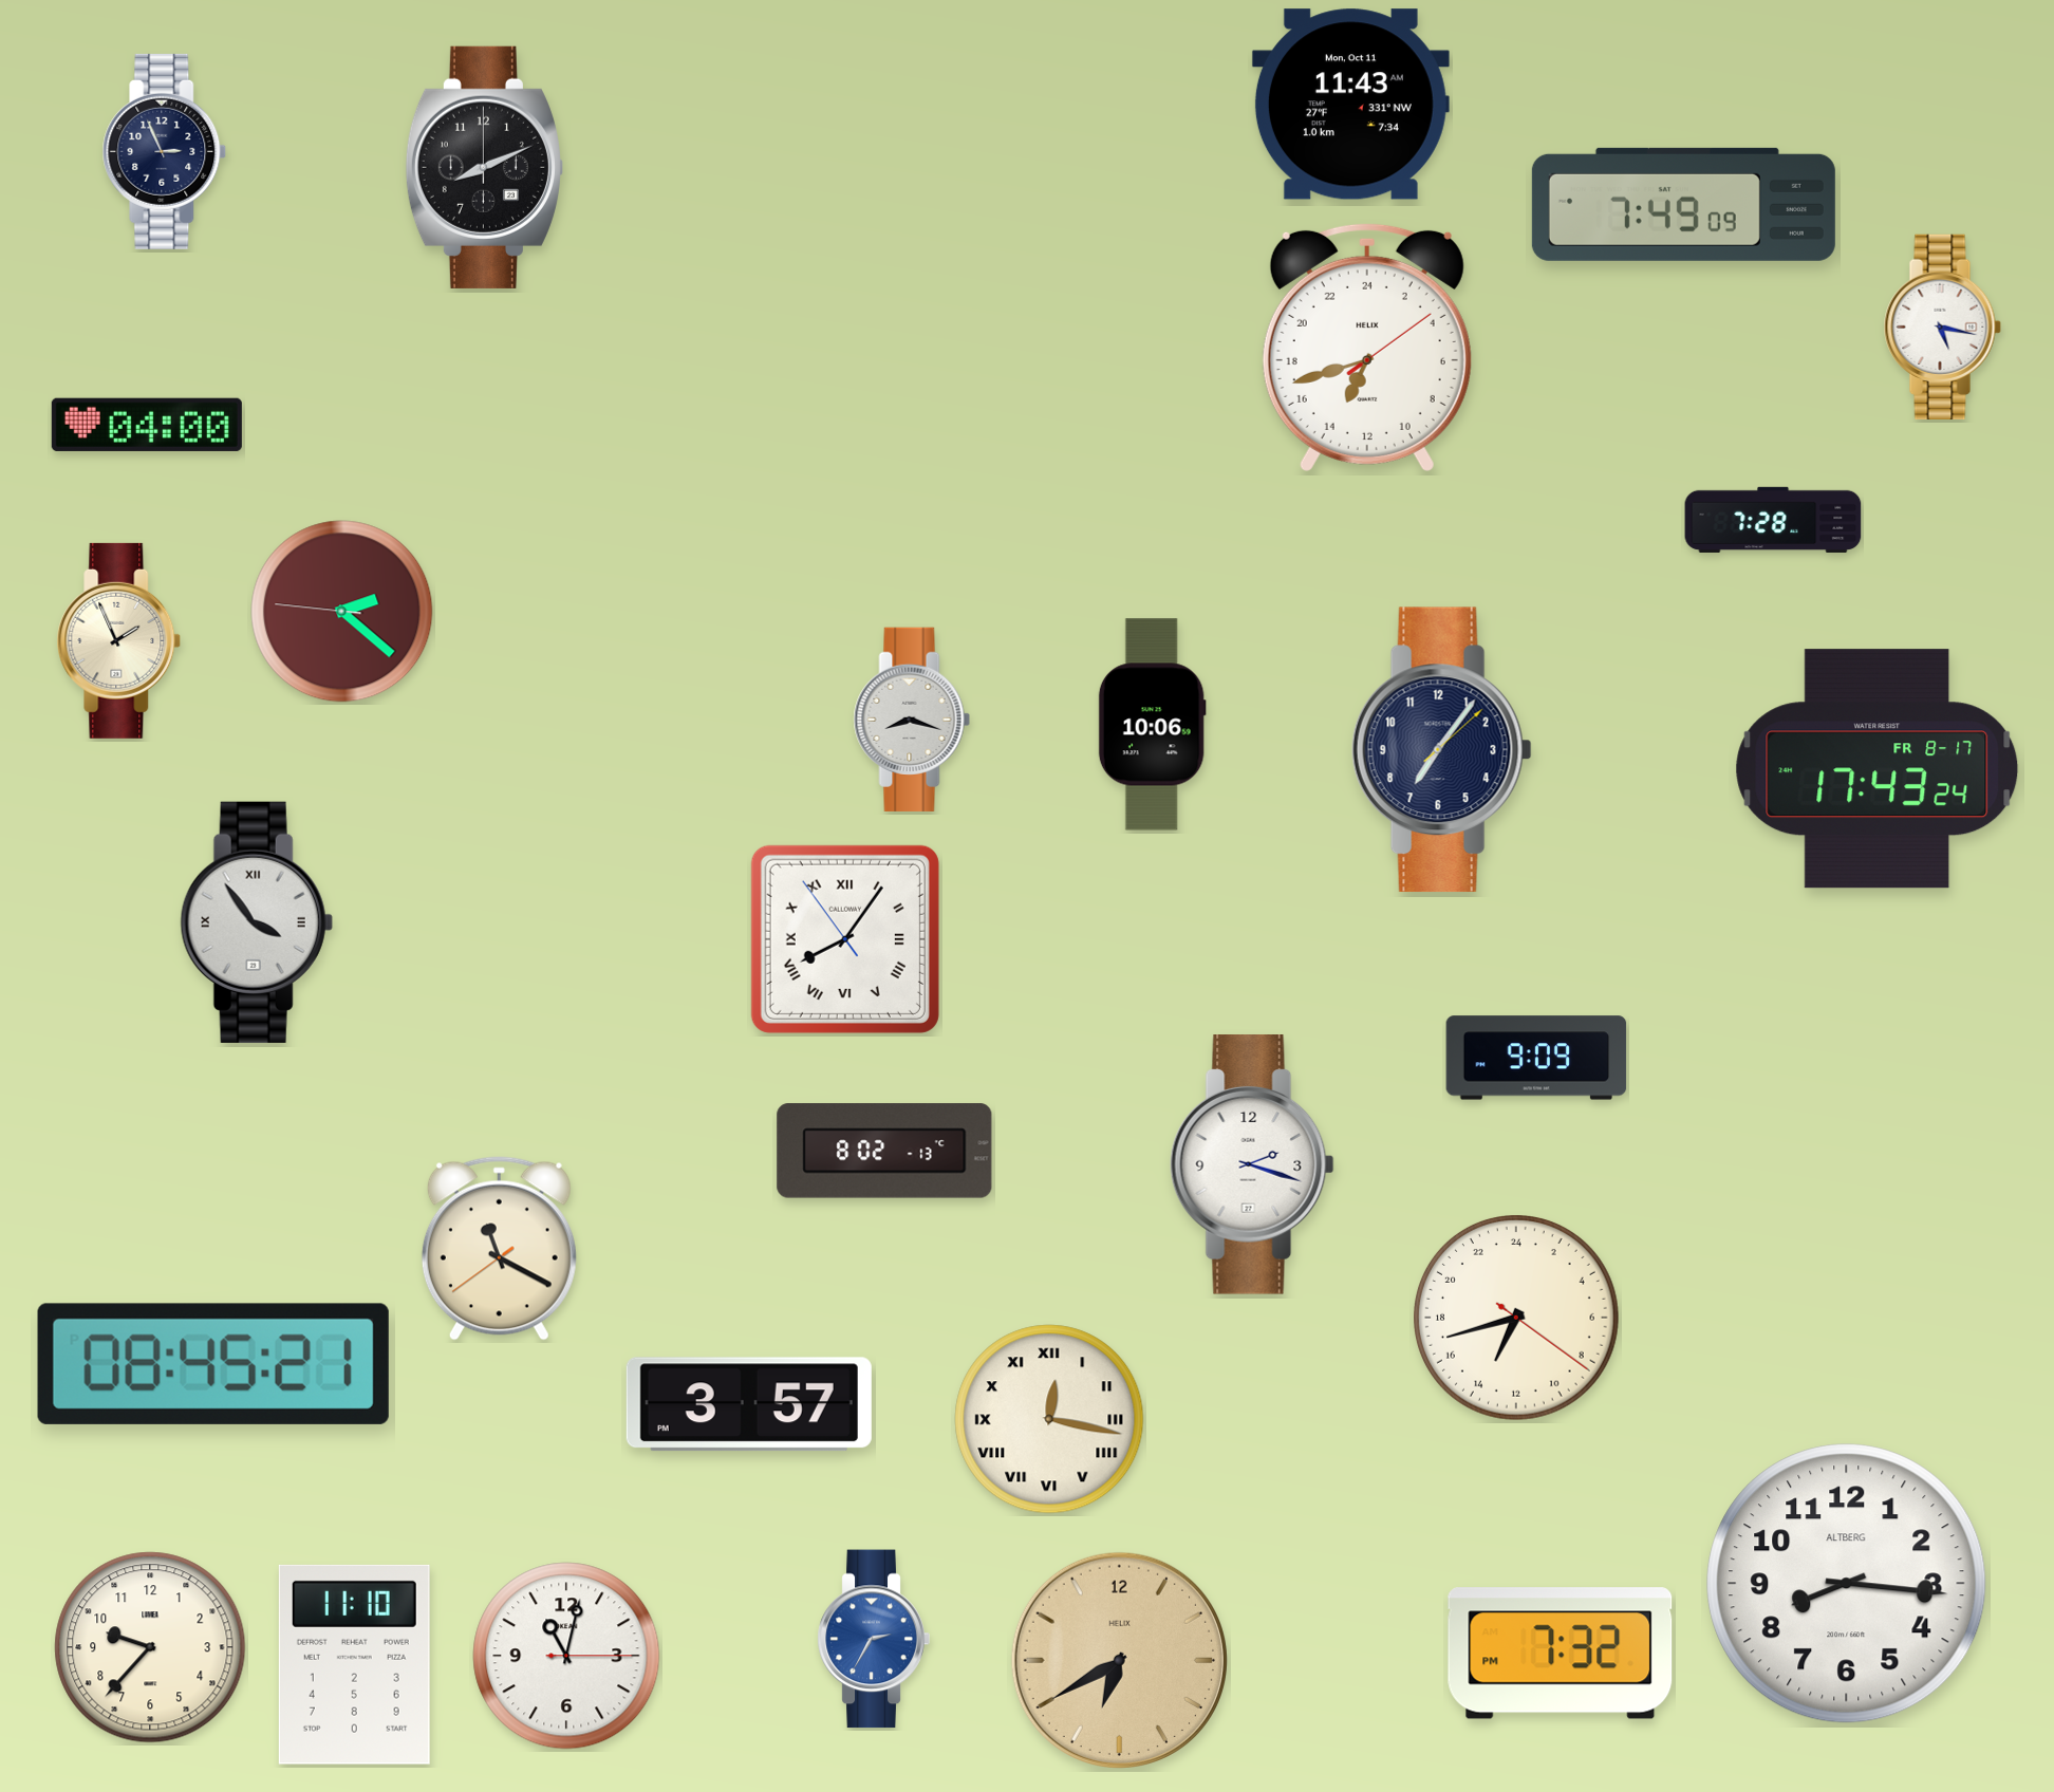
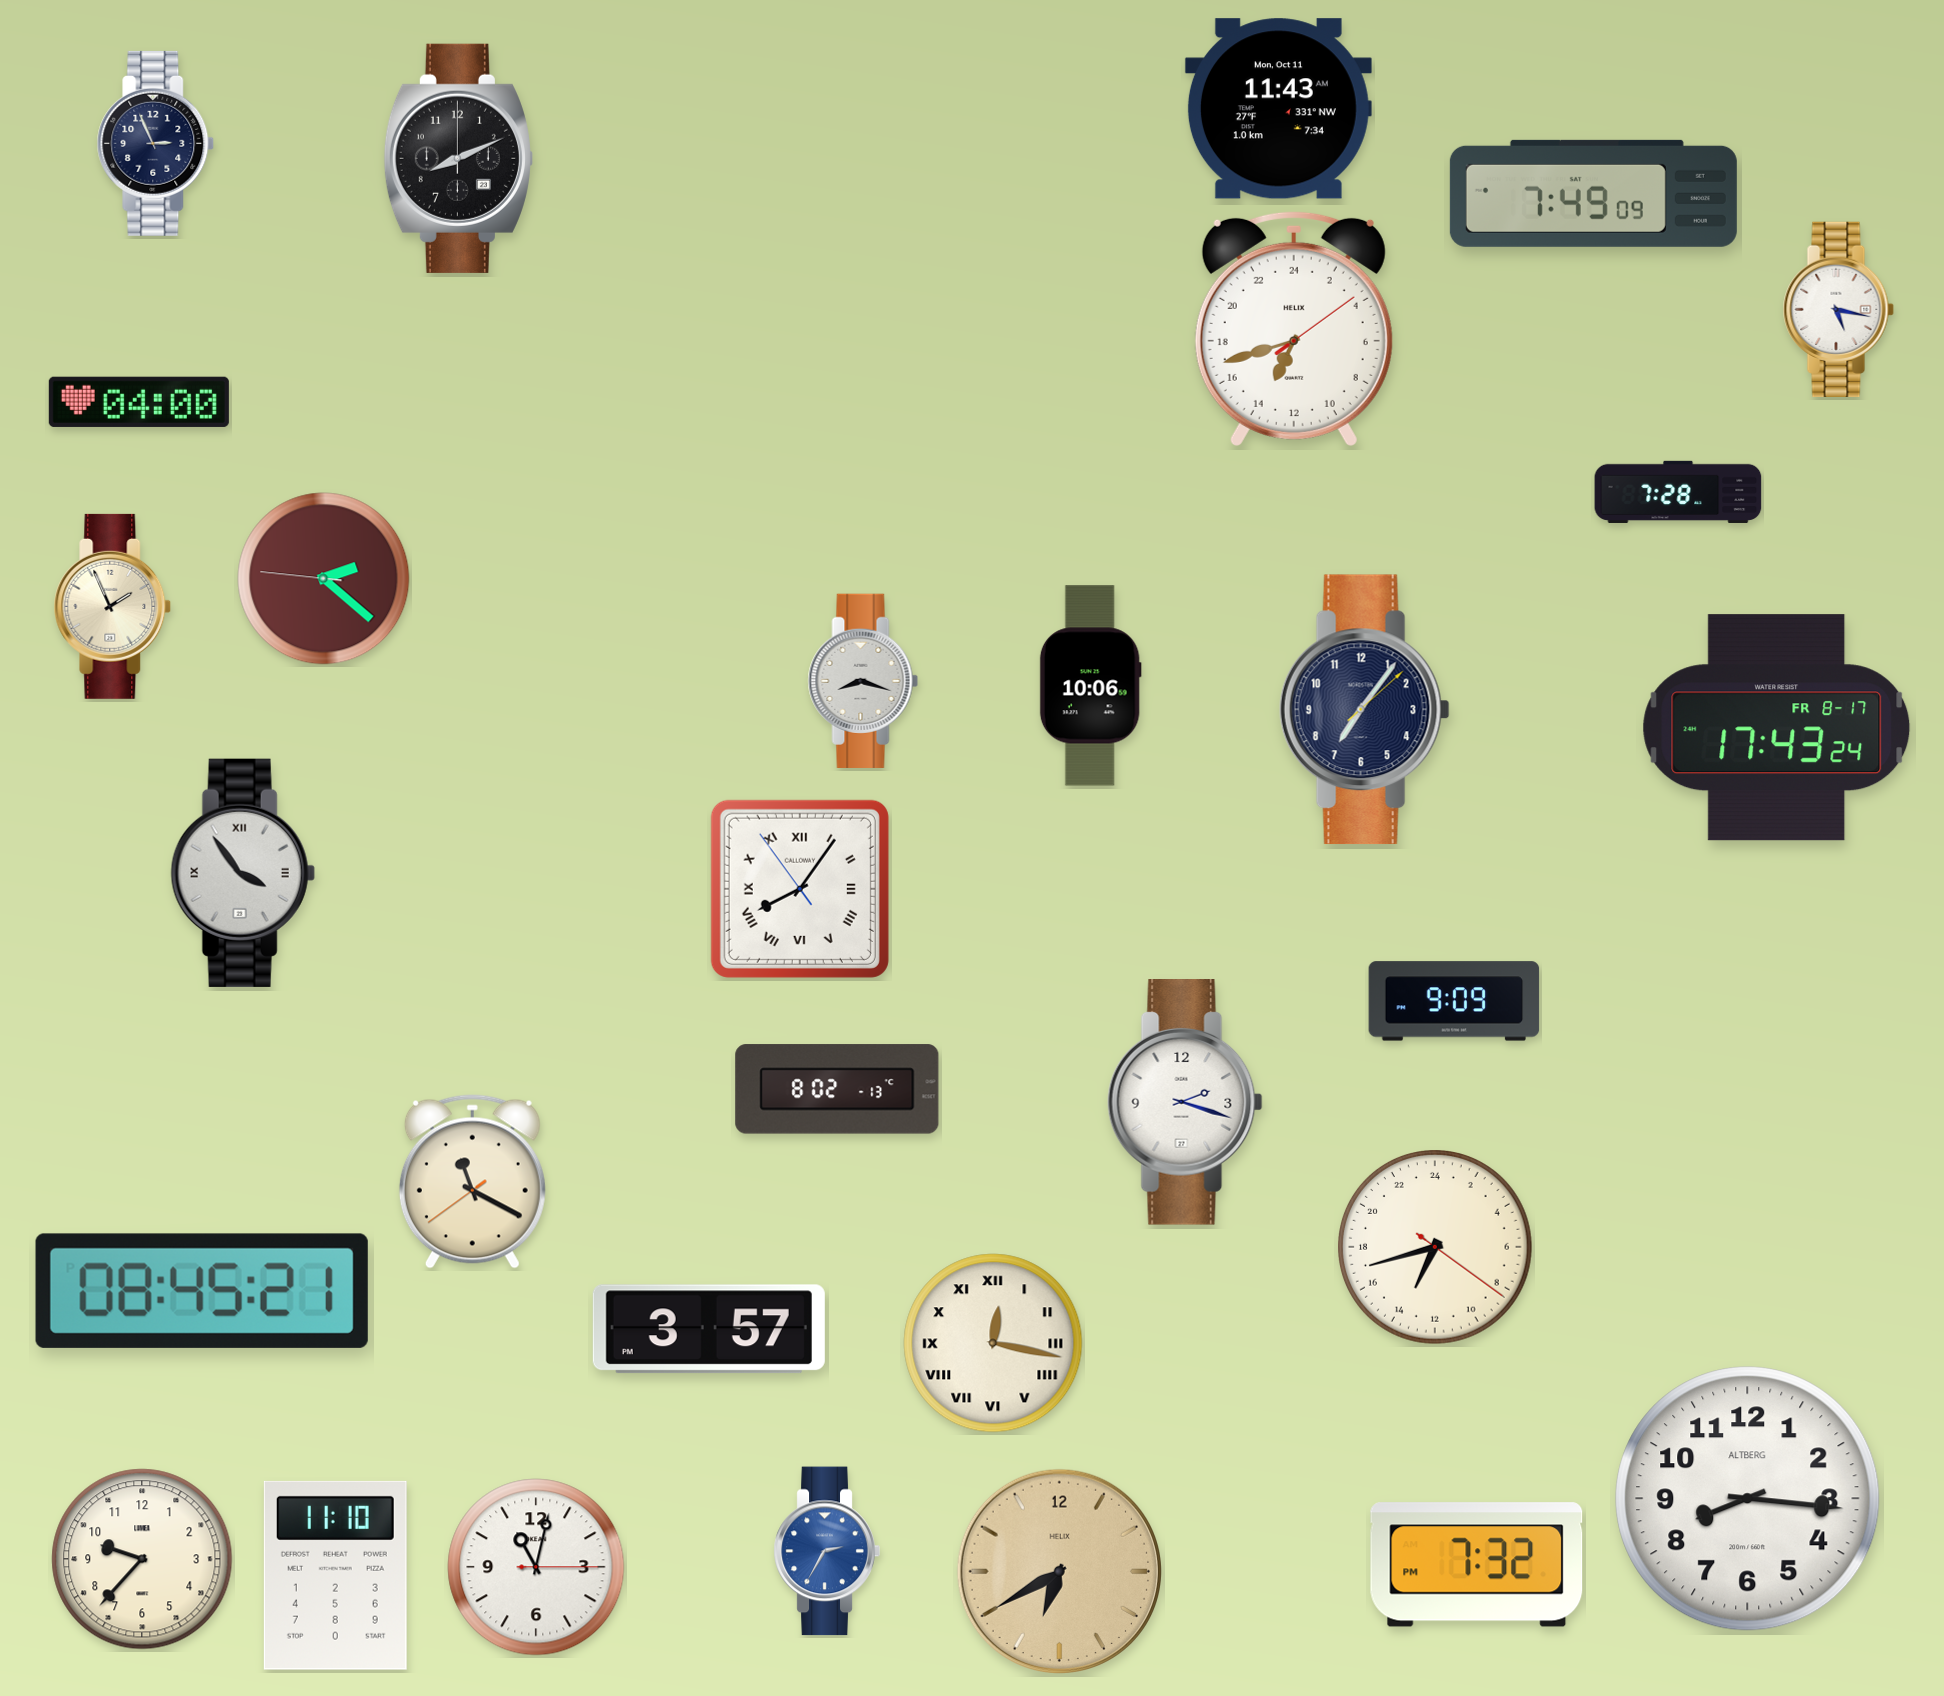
clock at (1350, 105) position: (1350, 105) -> (1278, 109)
